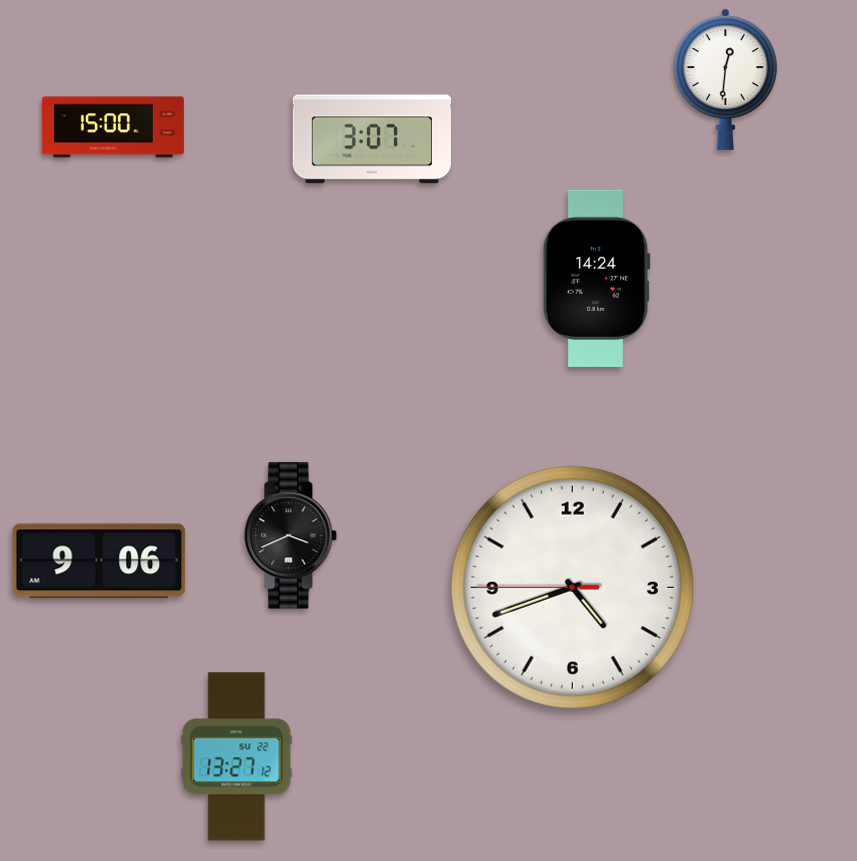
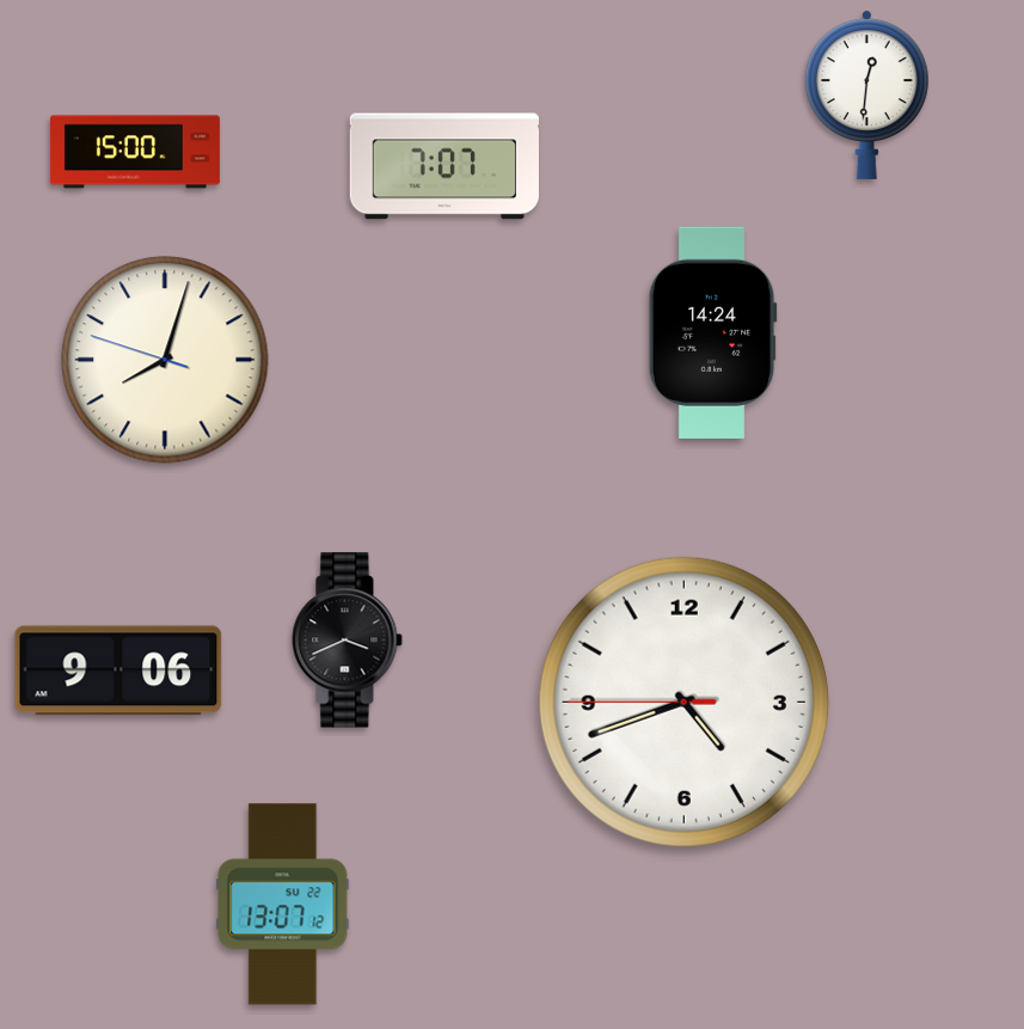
clock at (372, 139): 3:07 -> 7:07
clock at (165, 360): none -> 8:02
clock at (237, 757): 13:27 -> 13:07
